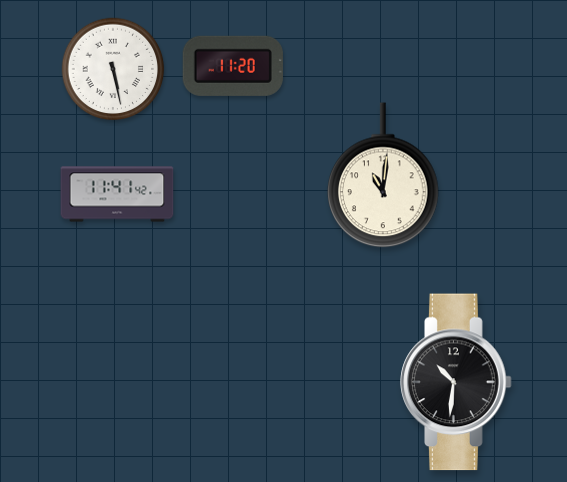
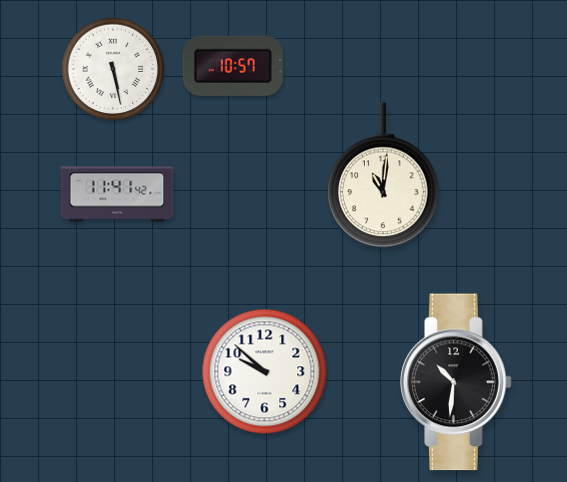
clock at (233, 66): 11:20 -> 10:57
clock at (265, 372): none -> 9:52
